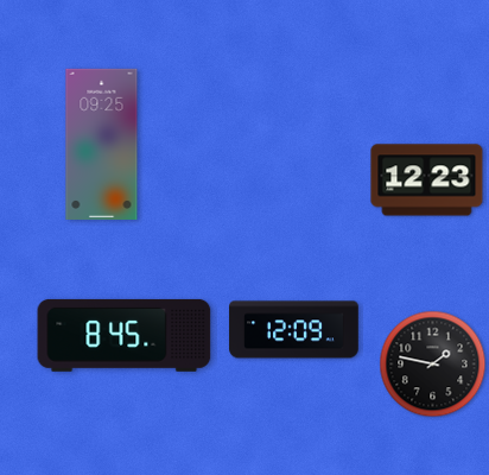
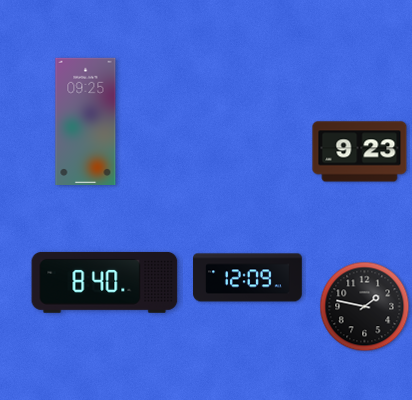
clock at (427, 180): 12:23 -> 9:23
clock at (125, 335): 8:45 -> 8:40
